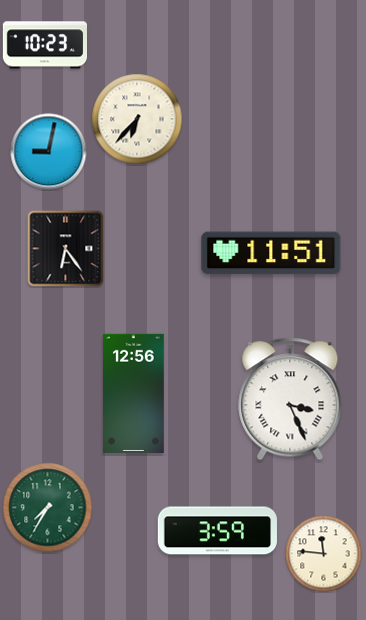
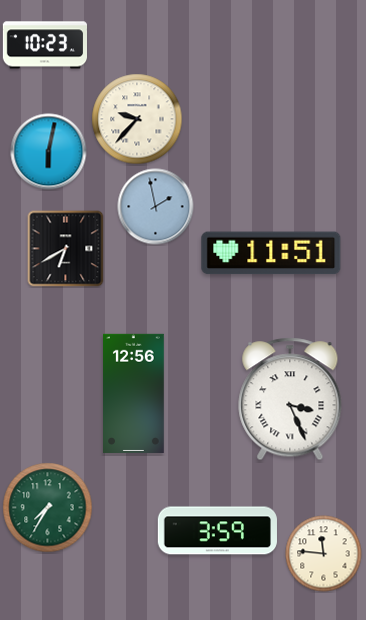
clock at (137, 119): 6:37 -> 9:37
clock at (49, 152): 9:02 -> 6:02
clock at (156, 207): none -> 1:58
clock at (66, 249): 6:24 -> 6:40
